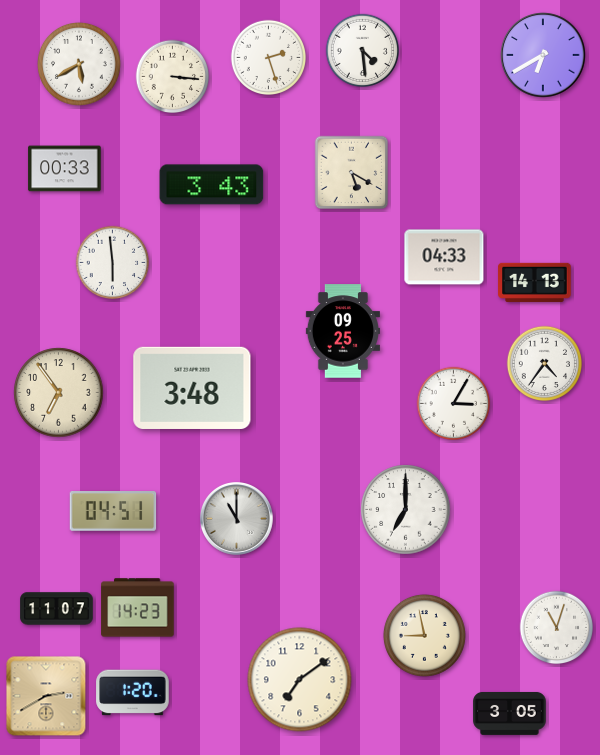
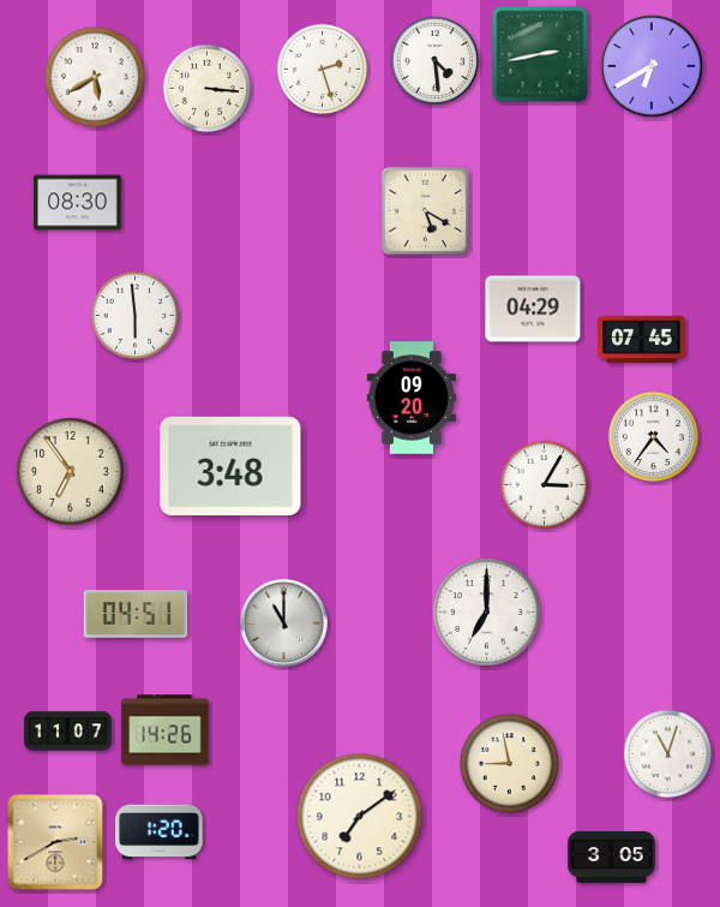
clock at (540, 54): none -> 2:43
clock at (173, 77) position: (173, 77) -> (208, 89)
clock at (65, 169): 00:33 -> 08:30
clock at (352, 173) position: (352, 173) -> (426, 211)
clock at (212, 185): 3:43 -> none
clock at (444, 257): 04:33 -> 04:29
clock at (535, 282): 14:13 -> 07:45
clock at (343, 331): 09:25 -> 09:20
clock at (138, 608): 14:23 -> 14:26
clock at (46, 696) position: (46, 696) -> (55, 842)
